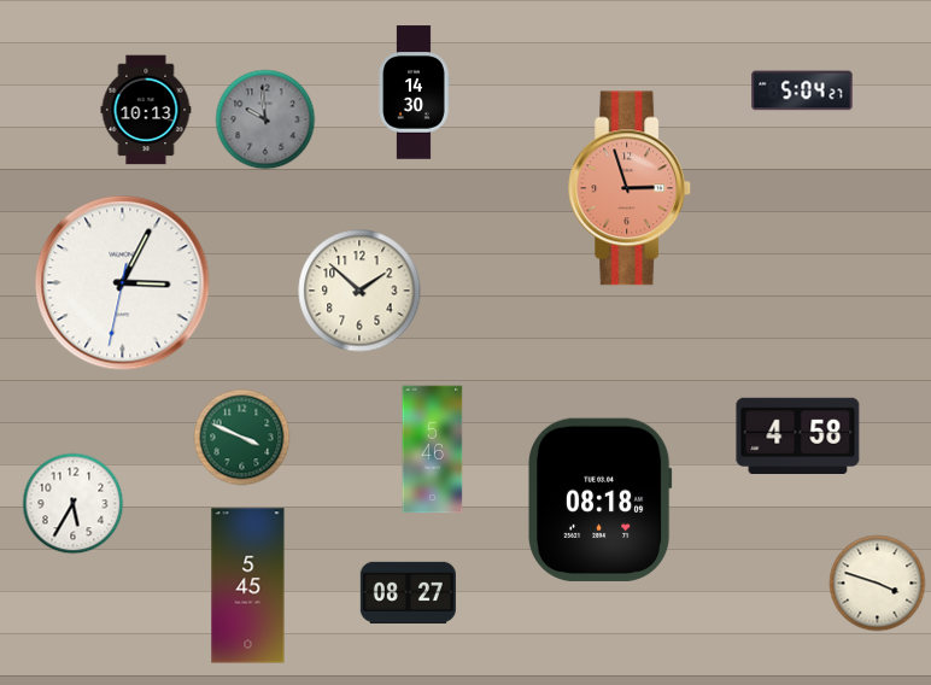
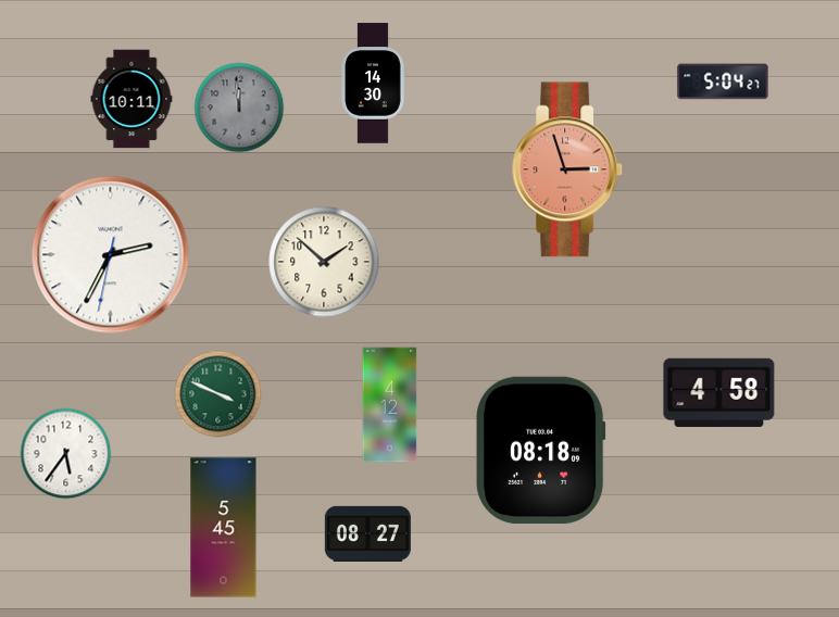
clock at (146, 110): 10:13 -> 10:11
clock at (265, 119): 9:59 -> 11:59
clock at (123, 283): 3:04 -> 2:34
clock at (433, 450): 5:46 -> 4:12
clock at (74, 504): 5:35 -> 5:36
clock at (878, 584): 3:48 -> none
